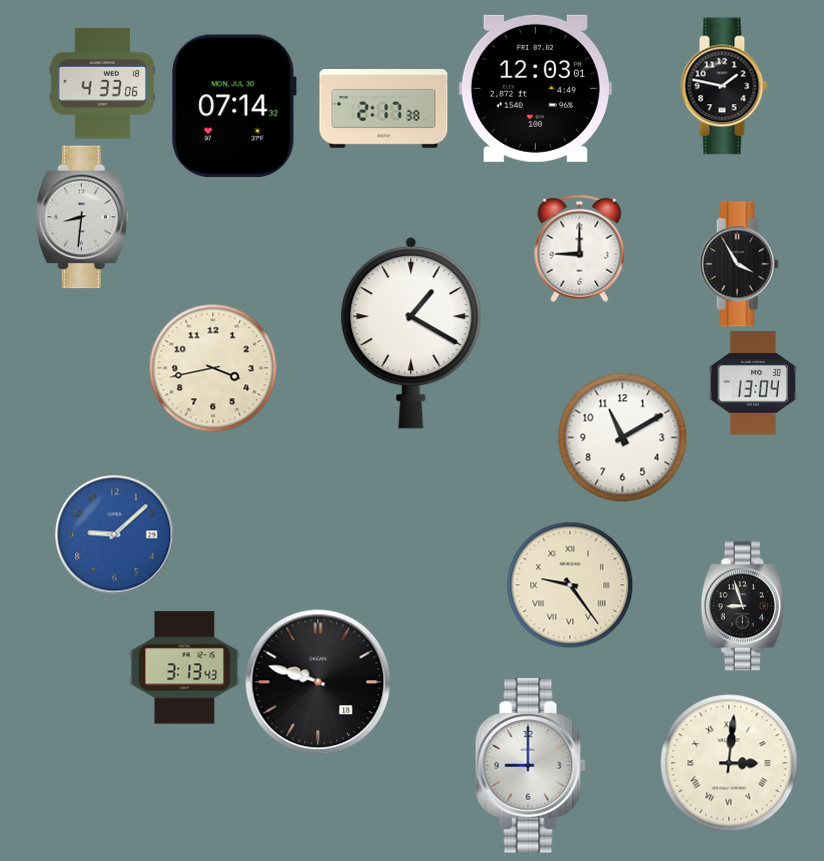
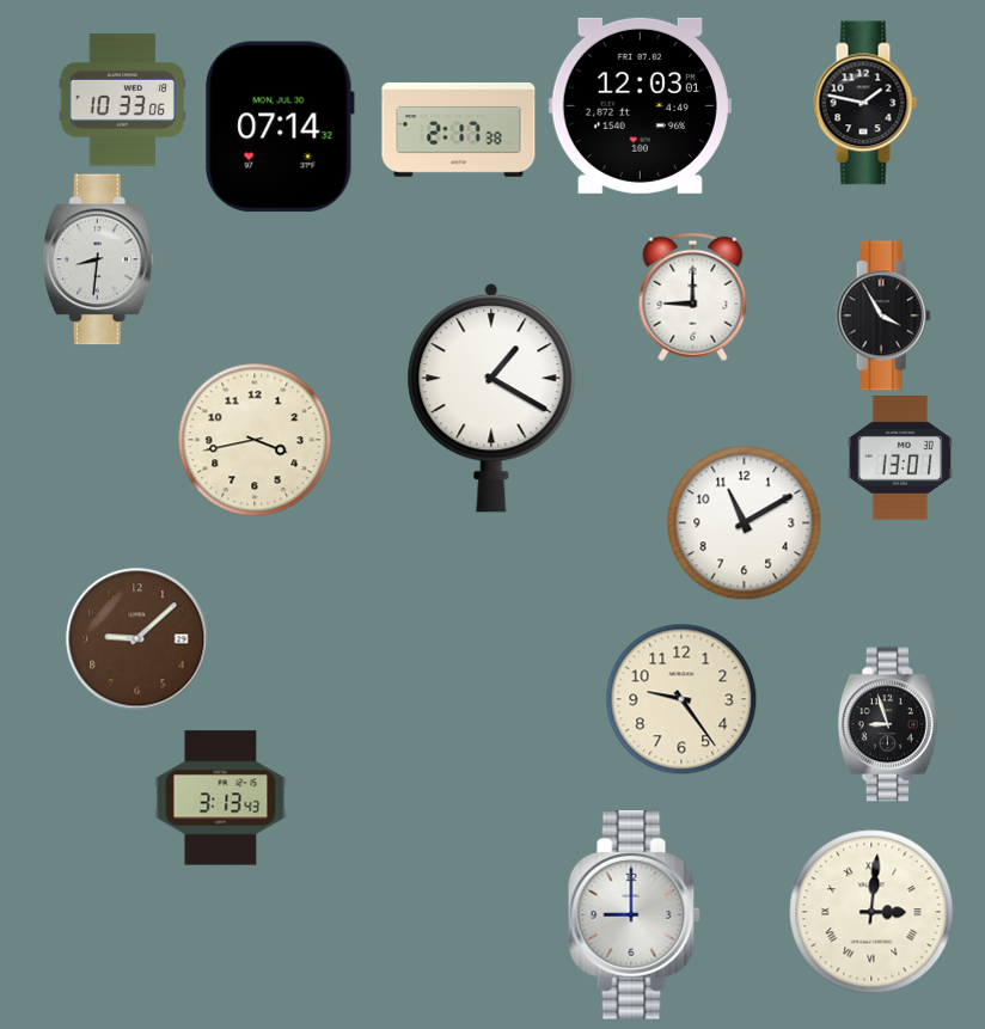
clock at (102, 84): 4:33 -> 10:33
clock at (753, 384): 13:04 -> 13:01
clock at (115, 535) dial: blue -> brown
clock at (570, 585) numerals: Roman -> Arabic
clock at (318, 682): 9:48 -> none
